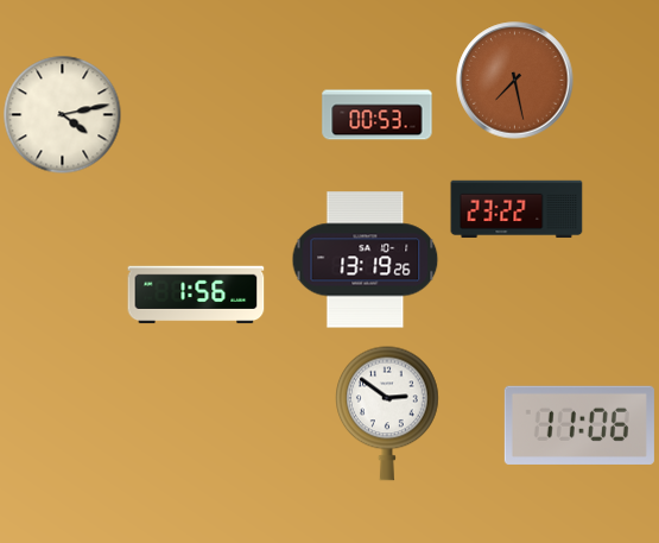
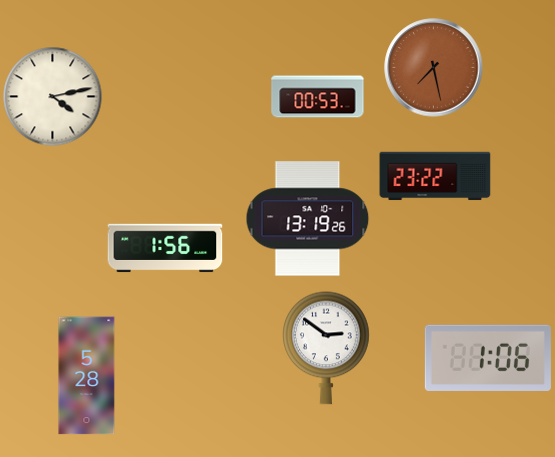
clock at (579, 425): 11:06 -> 1:06
clock at (87, 376): none -> 5:28
